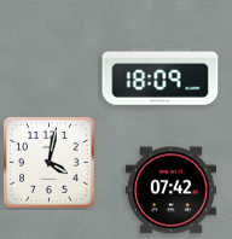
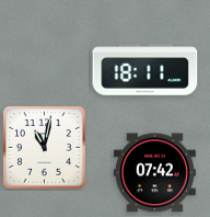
clock at (161, 77): 18:09 -> 18:11
clock at (50, 163): 4:02 -> 11:02
